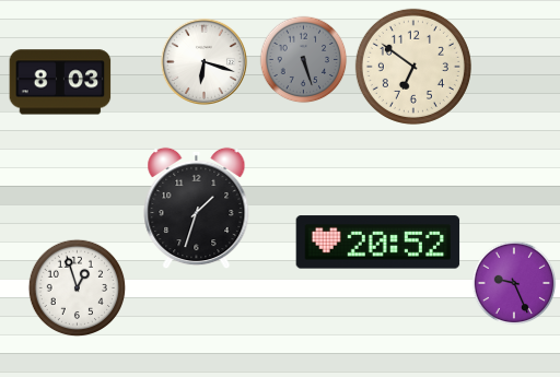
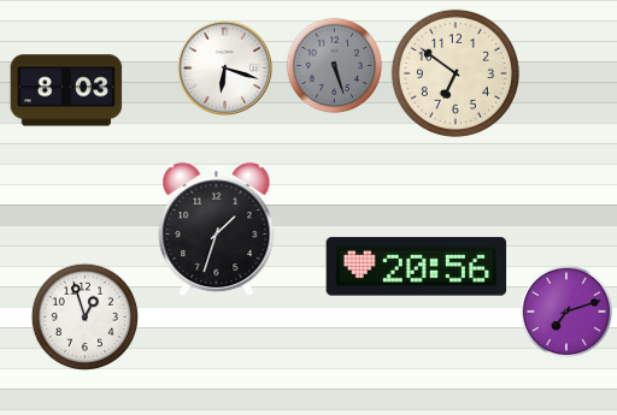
clock at (378, 243): 20:52 -> 20:56
clock at (514, 283): 9:26 -> 7:12
